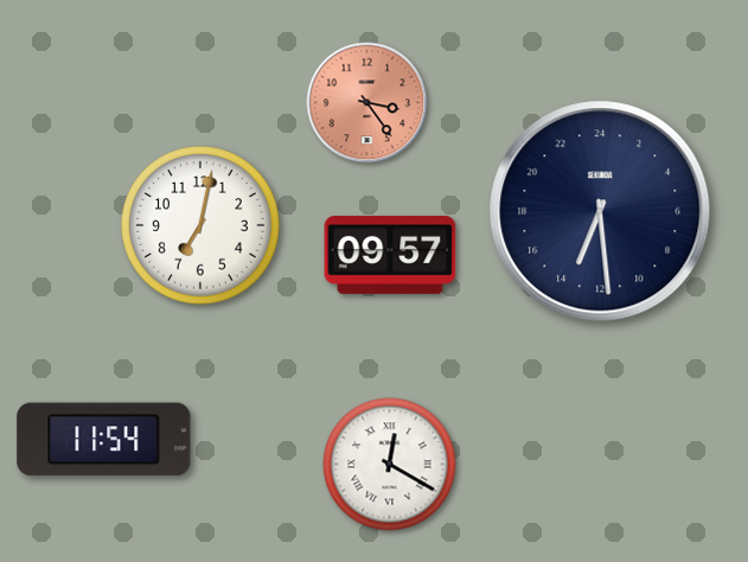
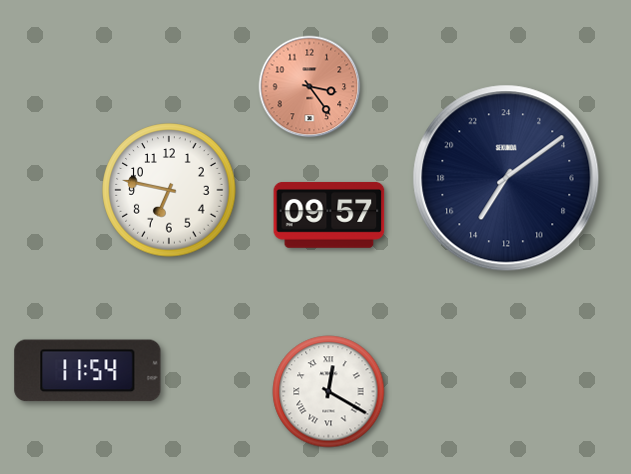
clock at (600, 211): 13:29 -> 14:09
clock at (200, 225): 7:02 -> 6:47
